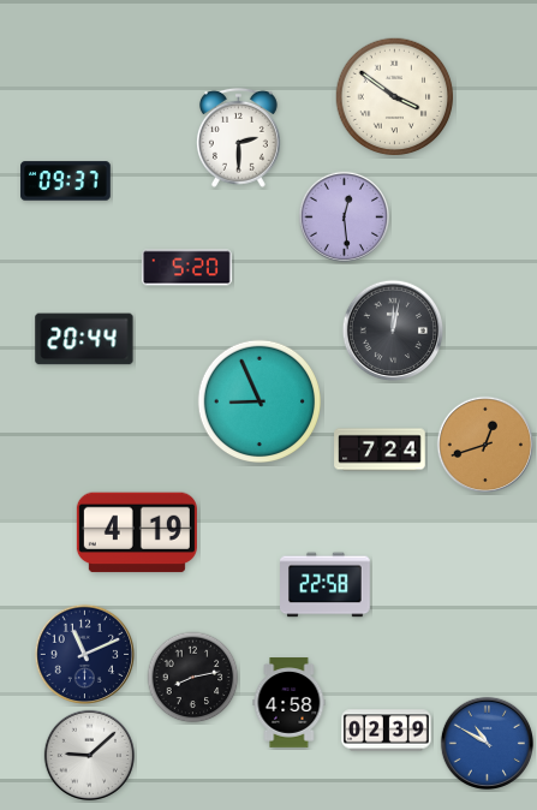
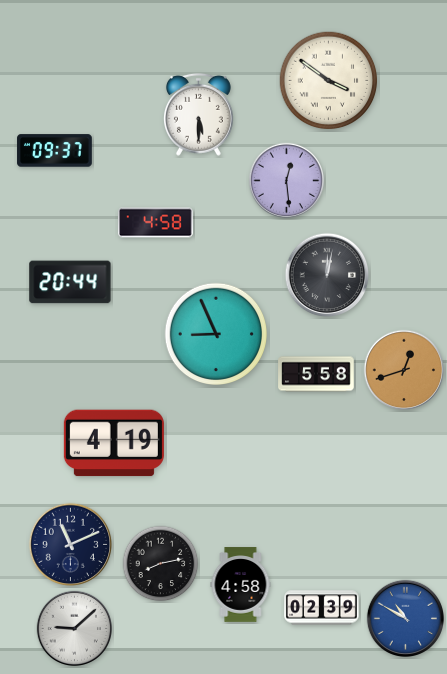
clock at (238, 137): 2:30 -> 5:30
clock at (187, 268): 5:20 -> 4:58
clock at (380, 449): 7:24 -> 5:58
clock at (326, 585): 22:58 -> none
